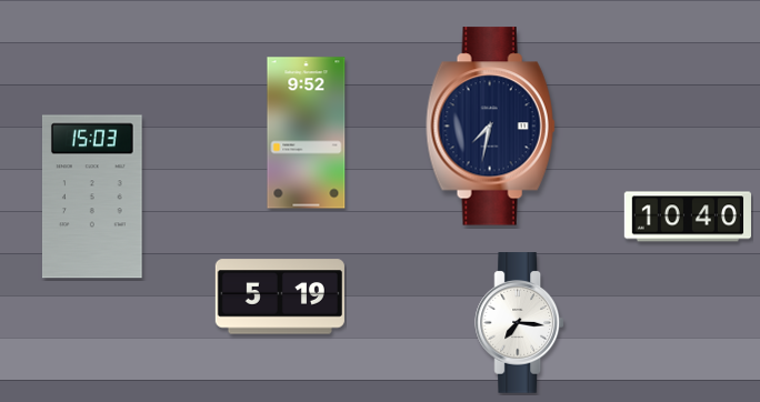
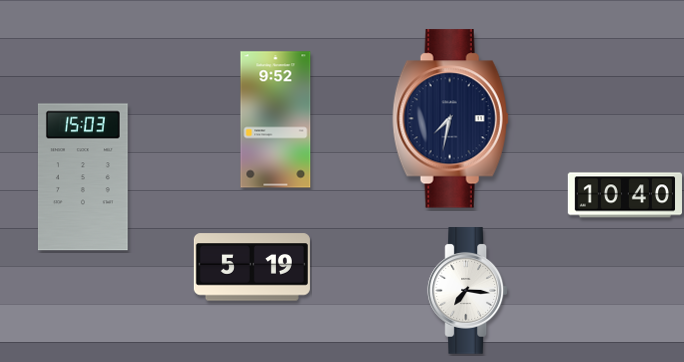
clock at (490, 127) position: (490, 127) -> (450, 119)
clock at (687, 217) position: (687, 217) -> (624, 195)
